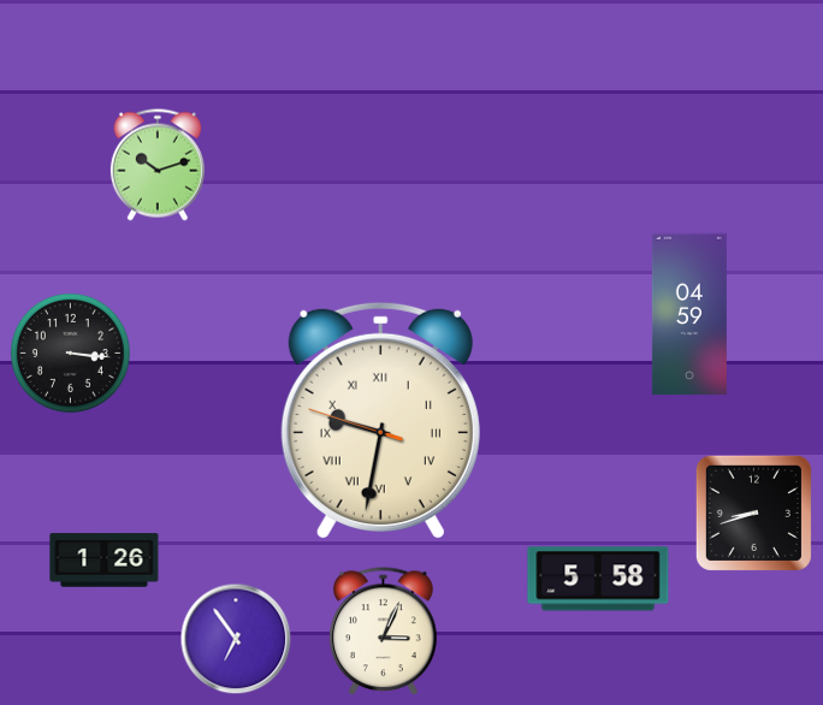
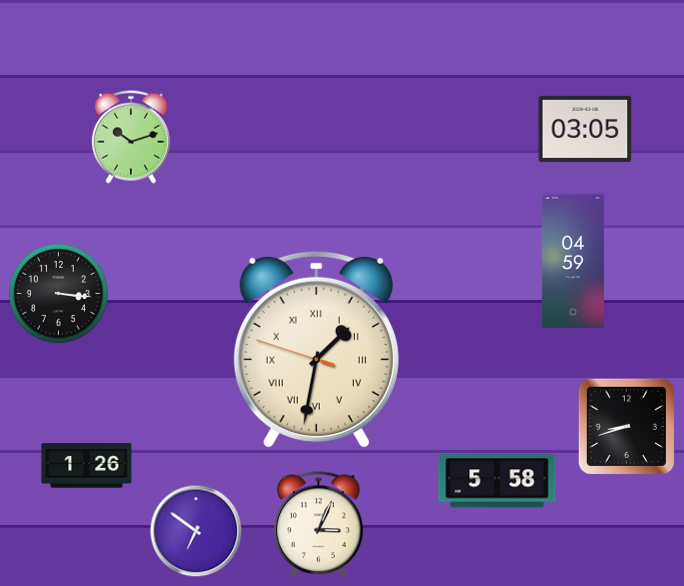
clock at (585, 129): none -> 03:05
clock at (380, 420): 9:31 -> 1:31
clock at (236, 639): 6:54 -> 6:51
